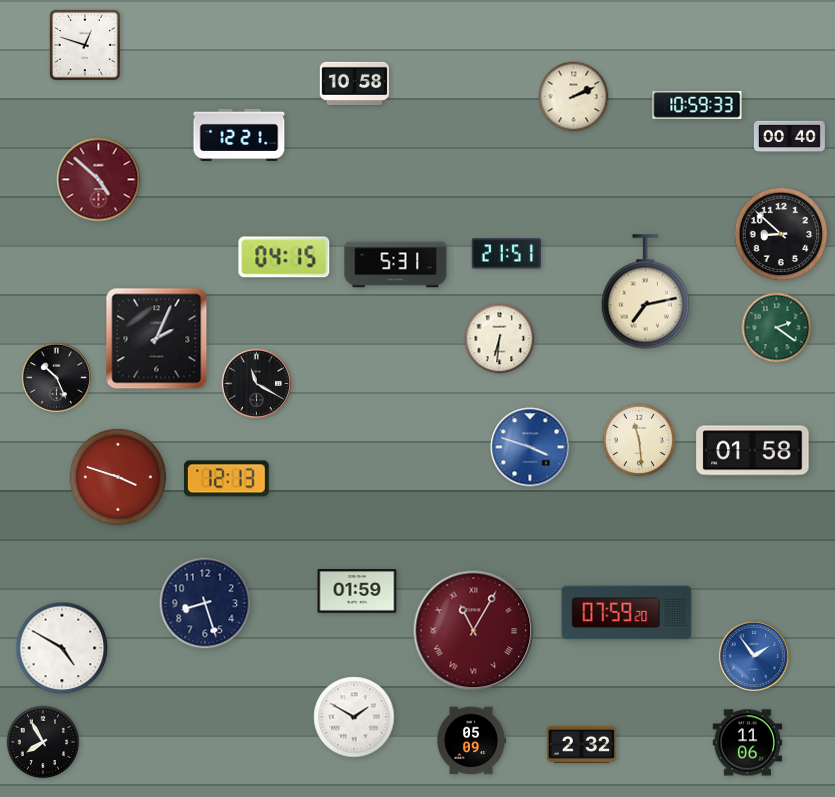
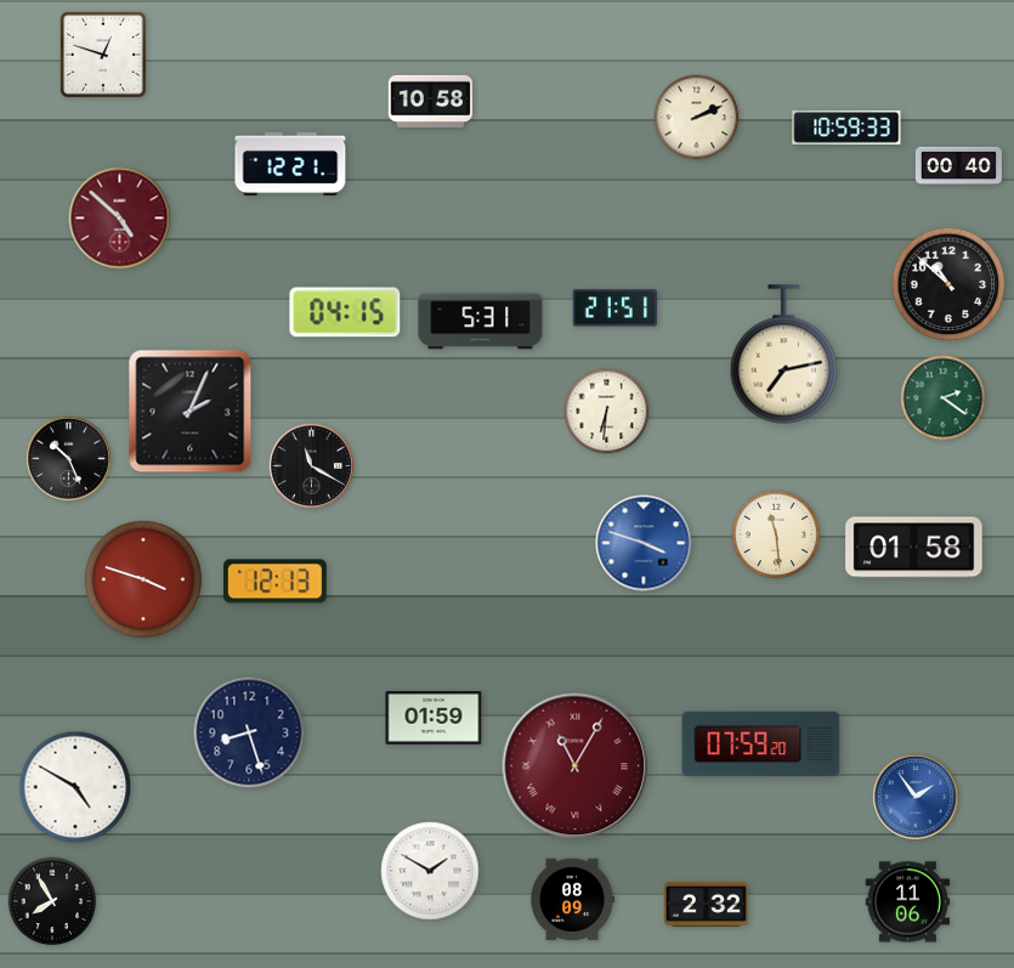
clock at (781, 234): 8:52 -> 10:52
clock at (471, 741): 05:09 -> 08:09
